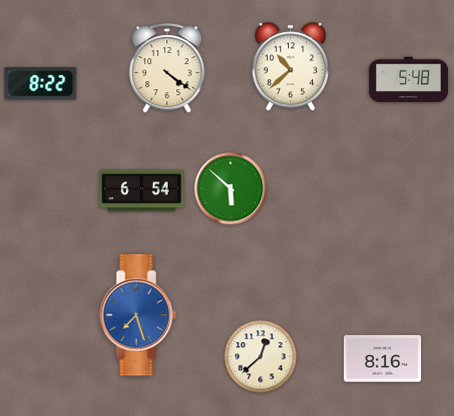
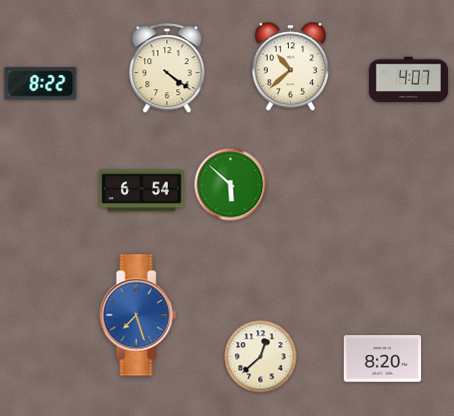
clock at (408, 80): 5:48 -> 4:07
clock at (231, 189) position: (231, 189) -> (231, 185)
clock at (383, 359): 8:16 -> 8:20
